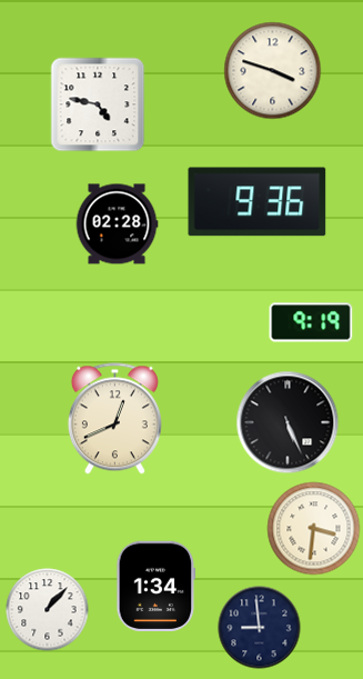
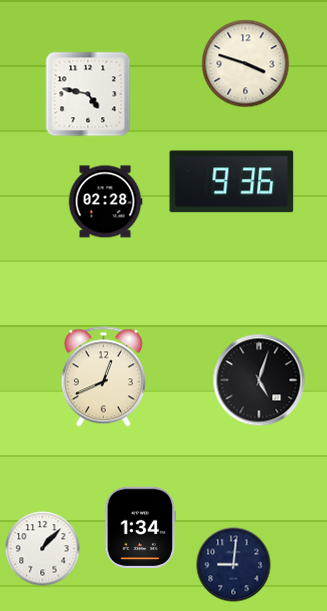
clock at (311, 322): 9:19 -> none
clock at (288, 422): 5:26 -> 5:03
clock at (314, 529): 3:31 -> none
clock at (260, 628): 8:59 -> 9:01
